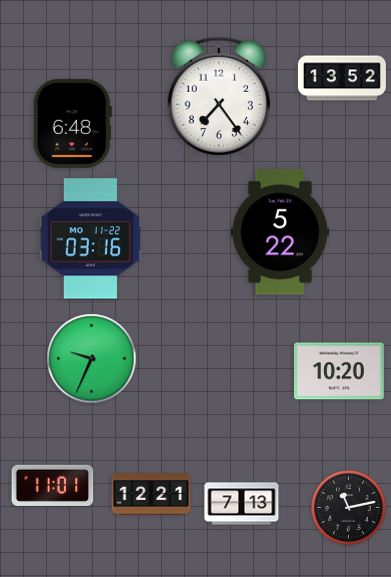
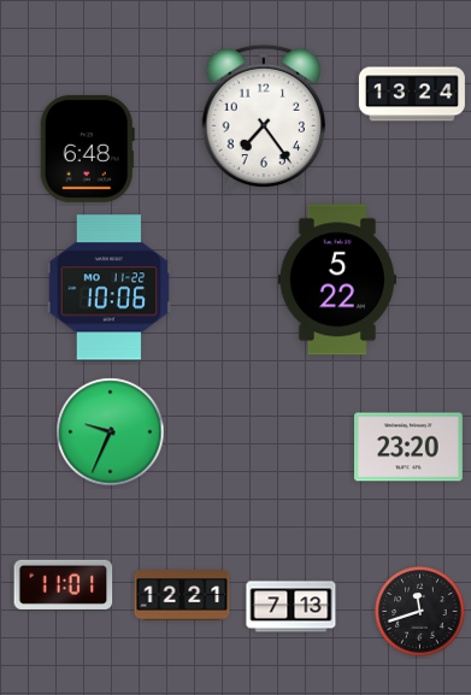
clock at (342, 78): 13:52 -> 13:24
clock at (91, 239): 03:16 -> 10:06
clock at (340, 371): 10:20 -> 23:20
clock at (349, 508): 11:13 -> 11:42
